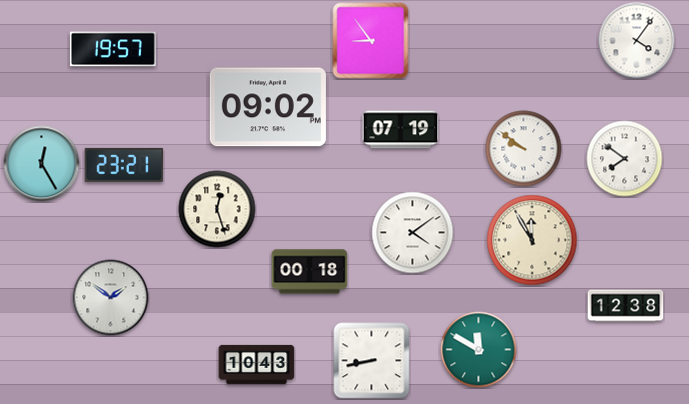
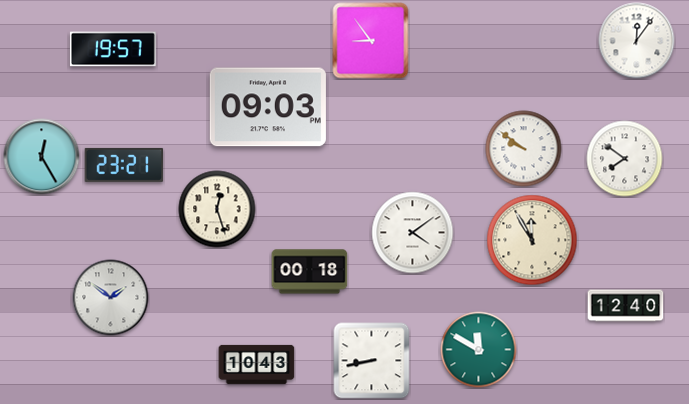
clock at (637, 41): 4:06 -> 12:06
clock at (268, 107): 09:02 -> 09:03
clock at (401, 130): 07:19 -> none
clock at (42, 164) position: (42, 164) -> (42, 157)
clock at (626, 306): 12:38 -> 12:40
